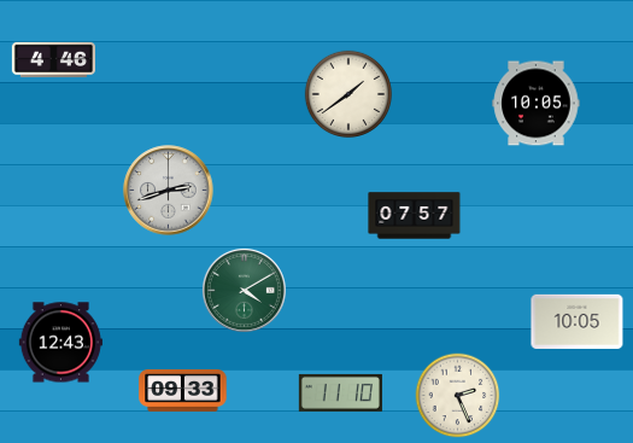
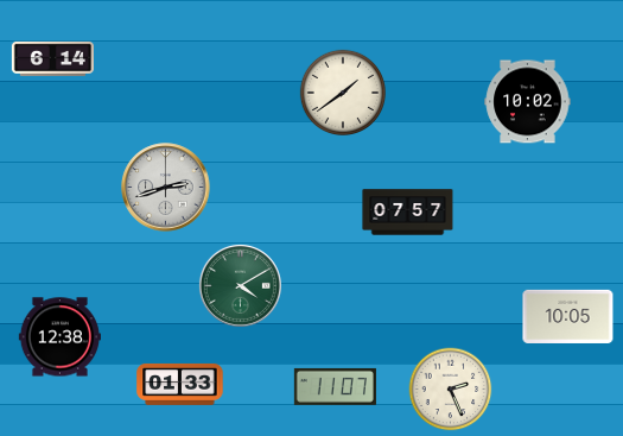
clock at (53, 59): 4:46 -> 6:14
clock at (537, 104): 10:05 -> 10:02
clock at (60, 343): 12:43 -> 12:38
clock at (183, 390): 09:33 -> 01:33
clock at (340, 392): 11:10 -> 11:07
